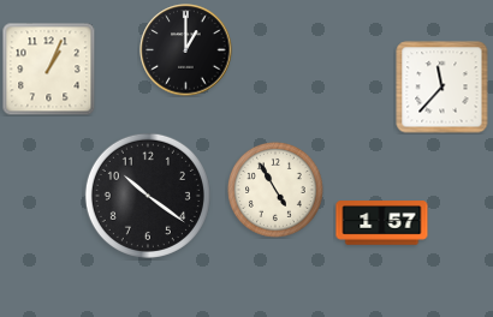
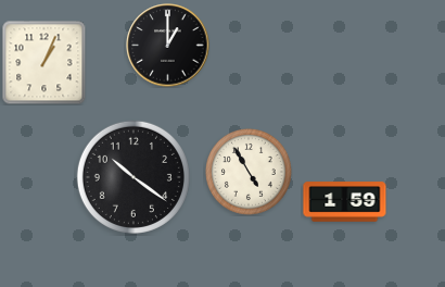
clock at (442, 88): 11:37 -> none
clock at (382, 223): 1:57 -> 1:59
